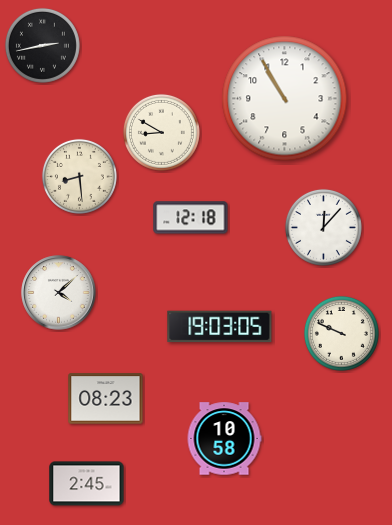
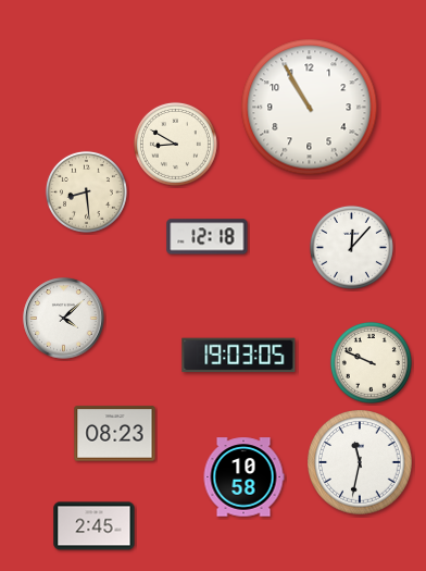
clock at (42, 45): 2:43 -> none
clock at (360, 462): none -> 11:32
